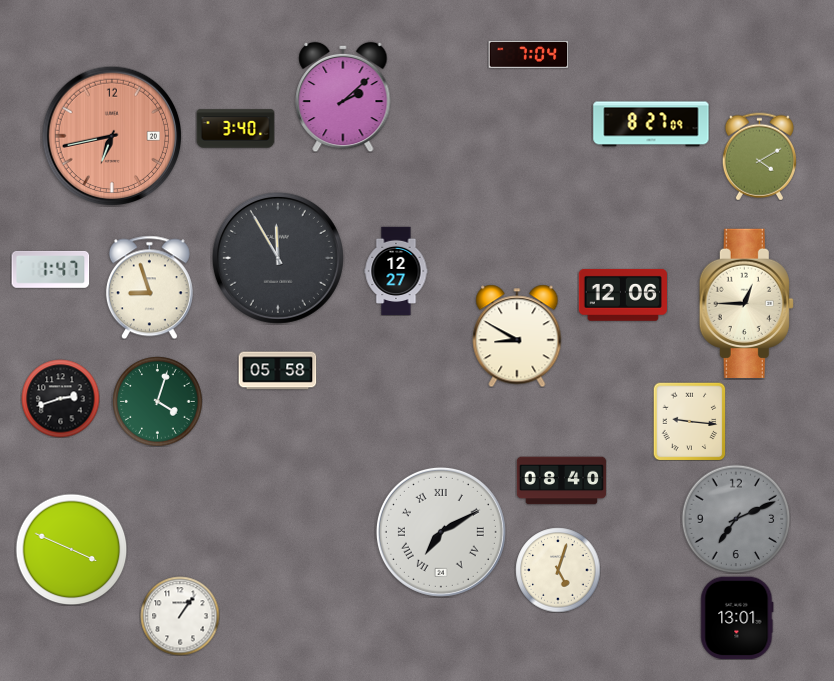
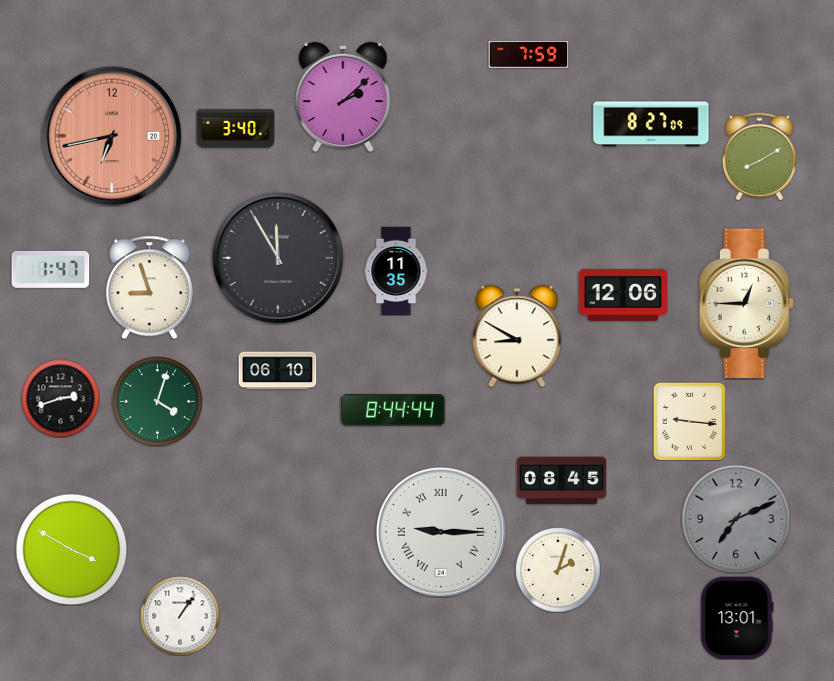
clock at (528, 54): 7:04 -> 7:59
clock at (759, 156): 4:10 -> 8:10
clock at (396, 271): 12:27 -> 11:35
clock at (277, 371): 05:58 -> 06:10
clock at (394, 410): none -> 8:44
clock at (561, 481): 08:40 -> 08:45
clock at (441, 532): 7:10 -> 9:15
clock at (71, 549): 3:49 -> 3:50
clock at (558, 570): 5:03 -> 2:03
